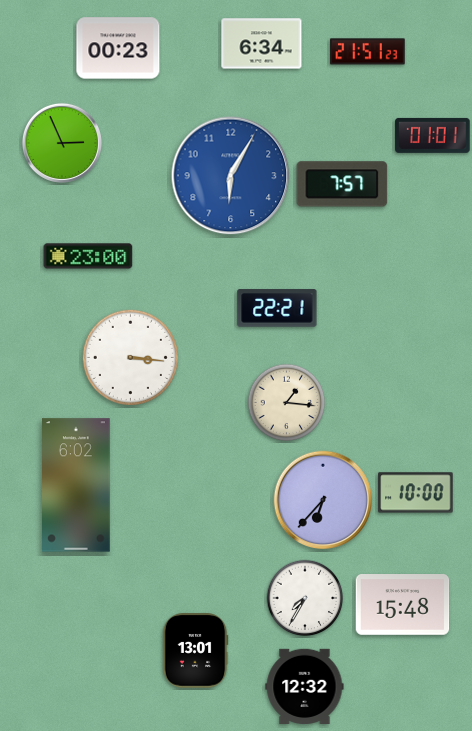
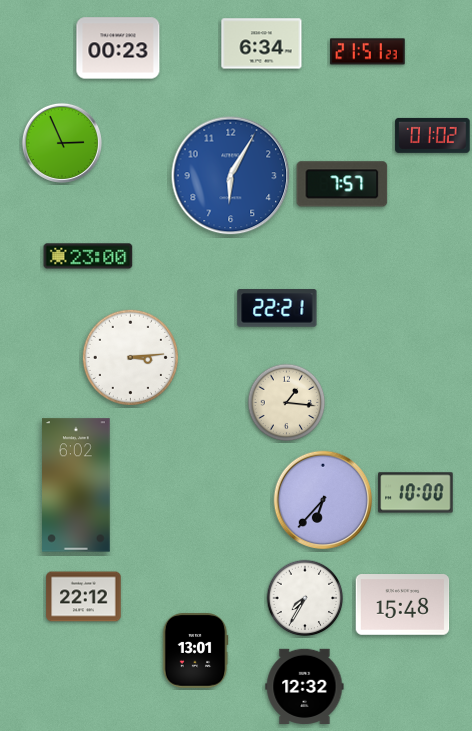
clock at (433, 135): 01:01 -> 01:02
clock at (130, 357): 3:16 -> 3:14
clock at (84, 597): none -> 22:12
